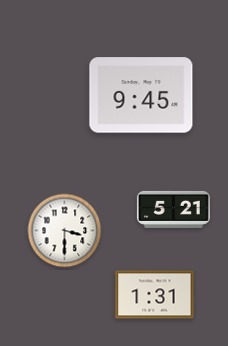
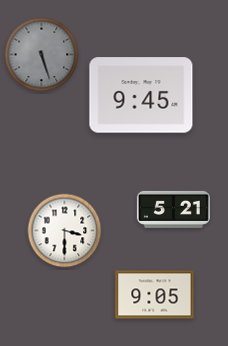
clock at (42, 55): none -> 5:27
clock at (155, 295): 1:31 -> 9:05
